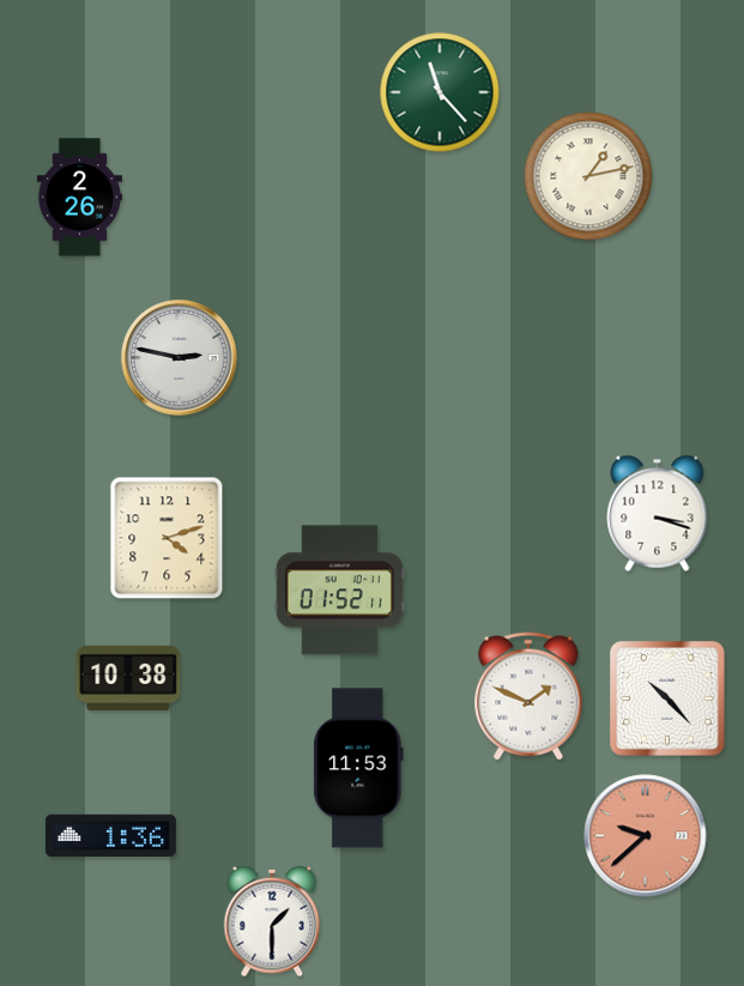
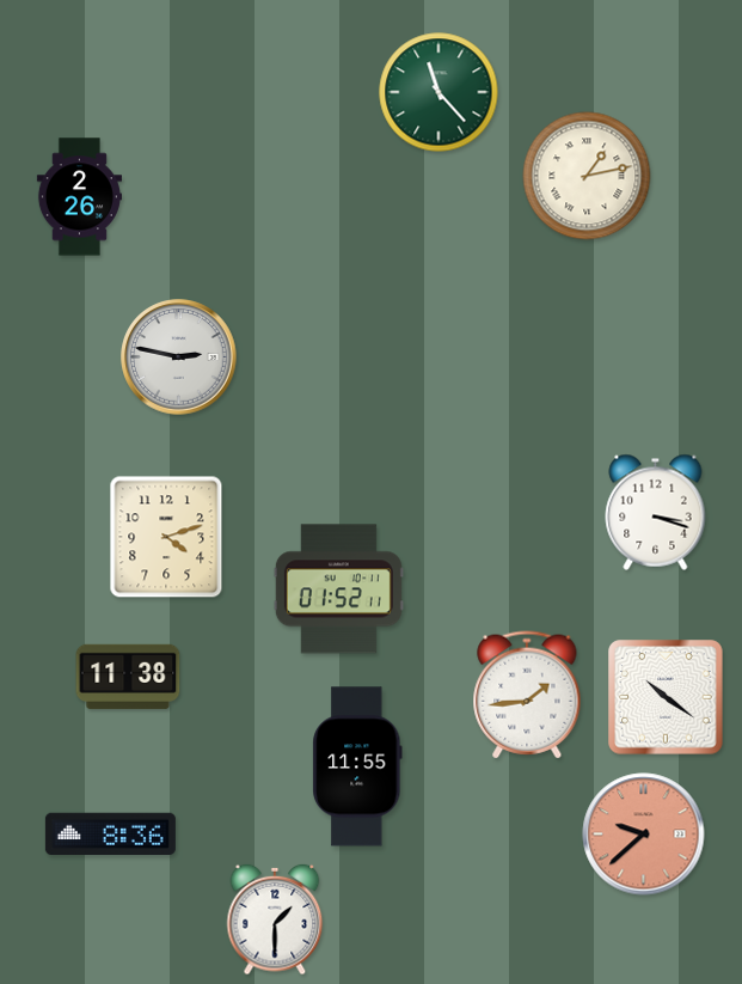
clock at (128, 678): 10:38 -> 11:38
clock at (528, 696): 1:49 -> 1:44
clock at (667, 698): 10:23 -> 10:21
clock at (358, 768): 11:53 -> 11:55
clock at (110, 835): 1:36 -> 8:36
clock at (272, 921) position: (272, 921) -> (275, 919)
